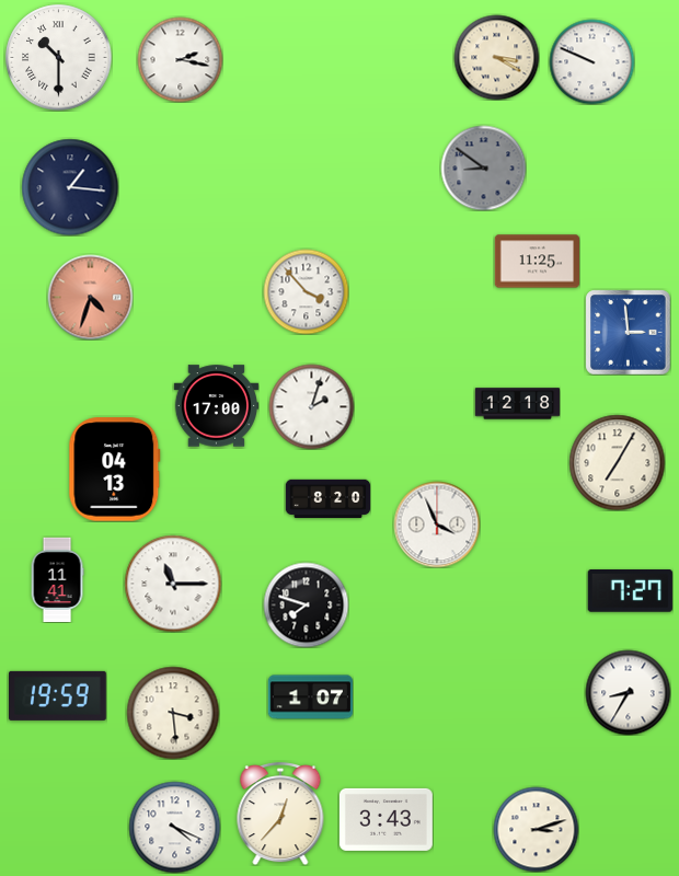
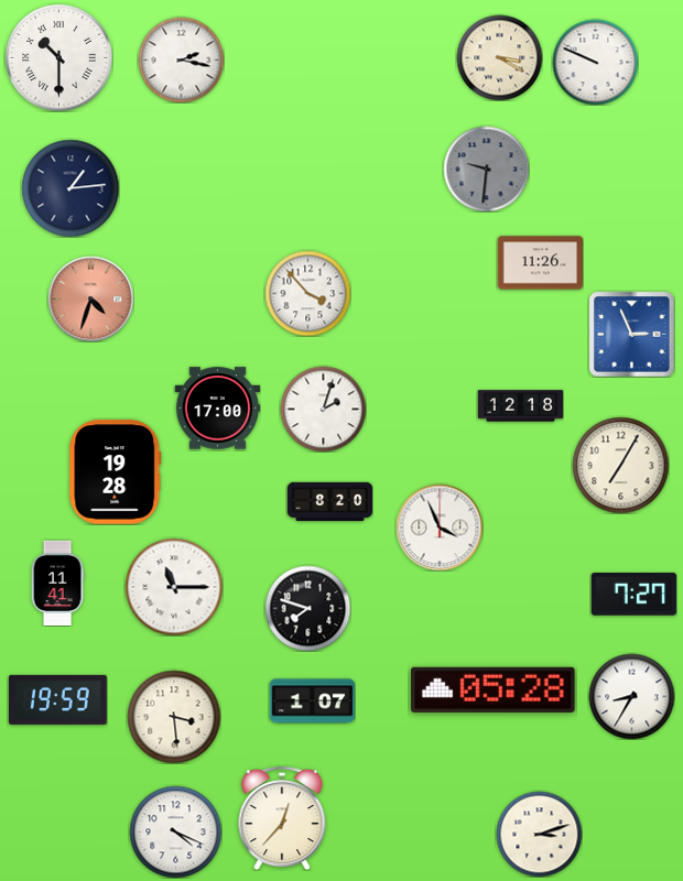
clock at (483, 168): 8:51 -> 9:31
clock at (70, 187): 1:16 -> 1:14
clock at (537, 262): 11:25 -> 11:26
clock at (628, 332): 2:59 -> 2:56
clock at (311, 406) position: (311, 406) -> (323, 409)
clock at (115, 470): 04:13 -> 19:28
clock at (494, 689): none -> 05:28
clock at (385, 819): 3:43 -> none
